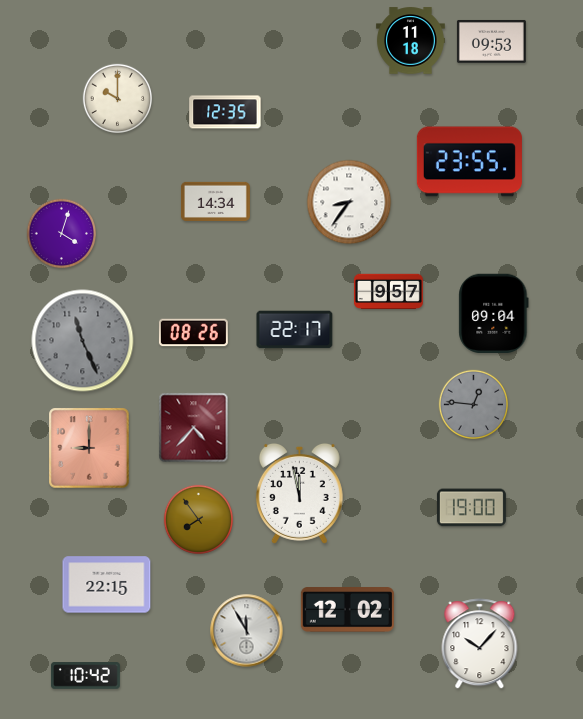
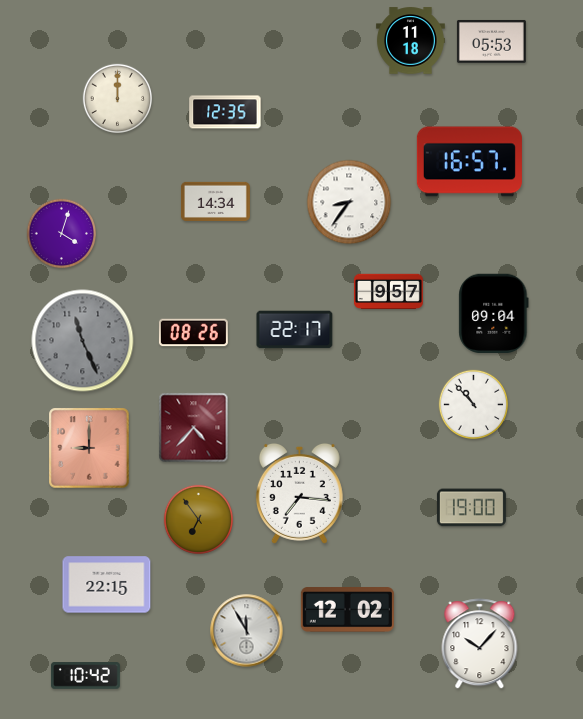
clock at (491, 41): 09:53 -> 05:53
clock at (118, 99): 10:00 -> 12:00
clock at (469, 162): 23:55 -> 16:57
clock at (474, 405): 12:46 -> 10:53
clock at (474, 405) dial: grey -> white
clock at (299, 493): 11:58 -> 7:16
clock at (199, 520): 7:54 -> 6:54
